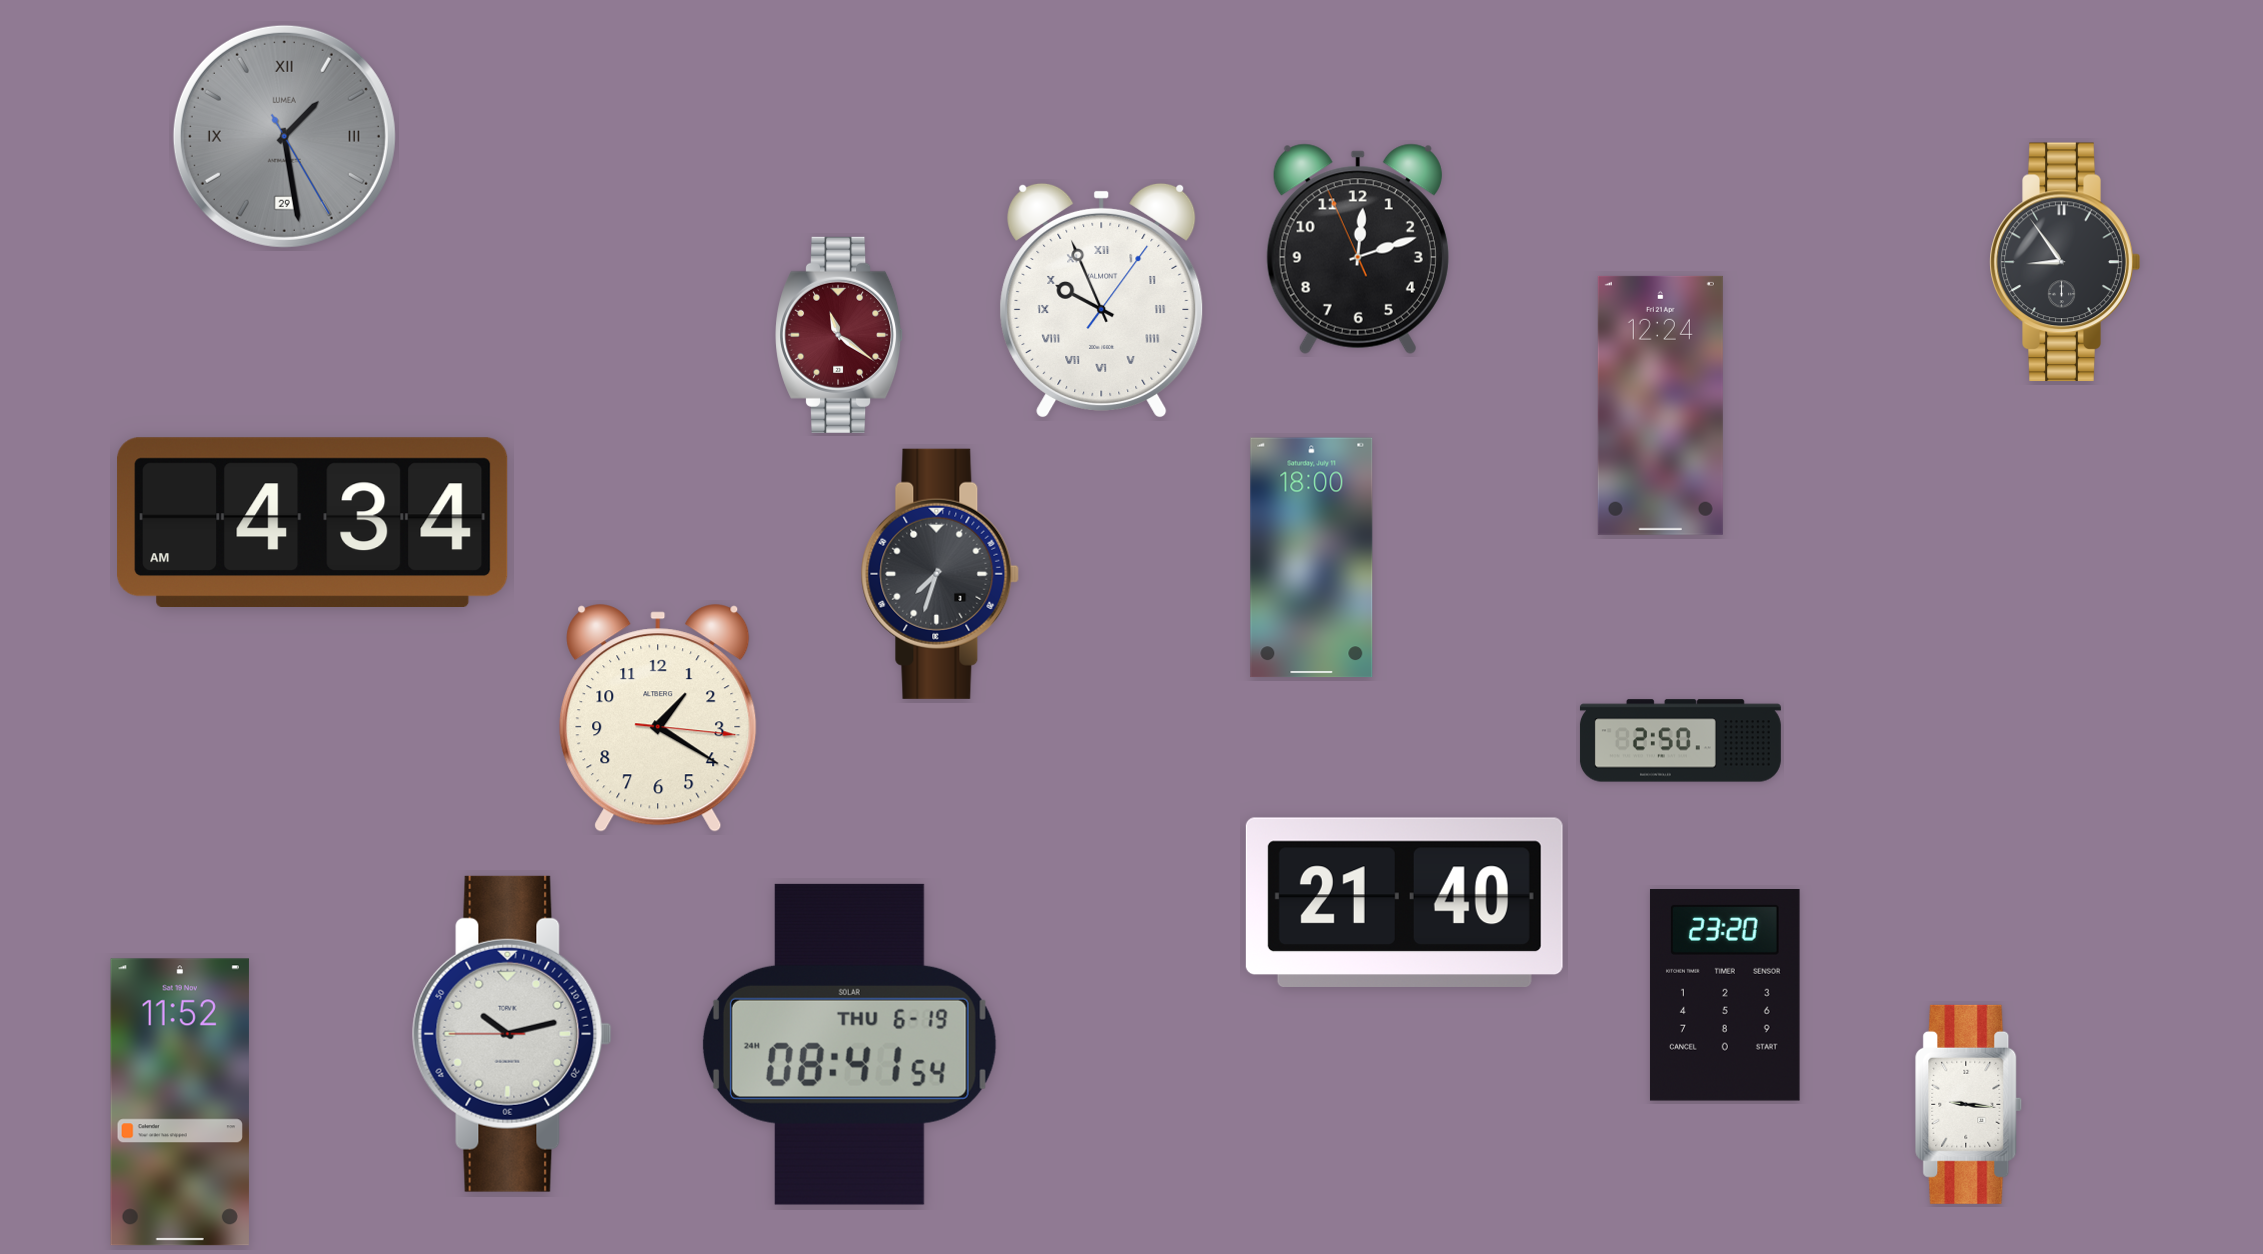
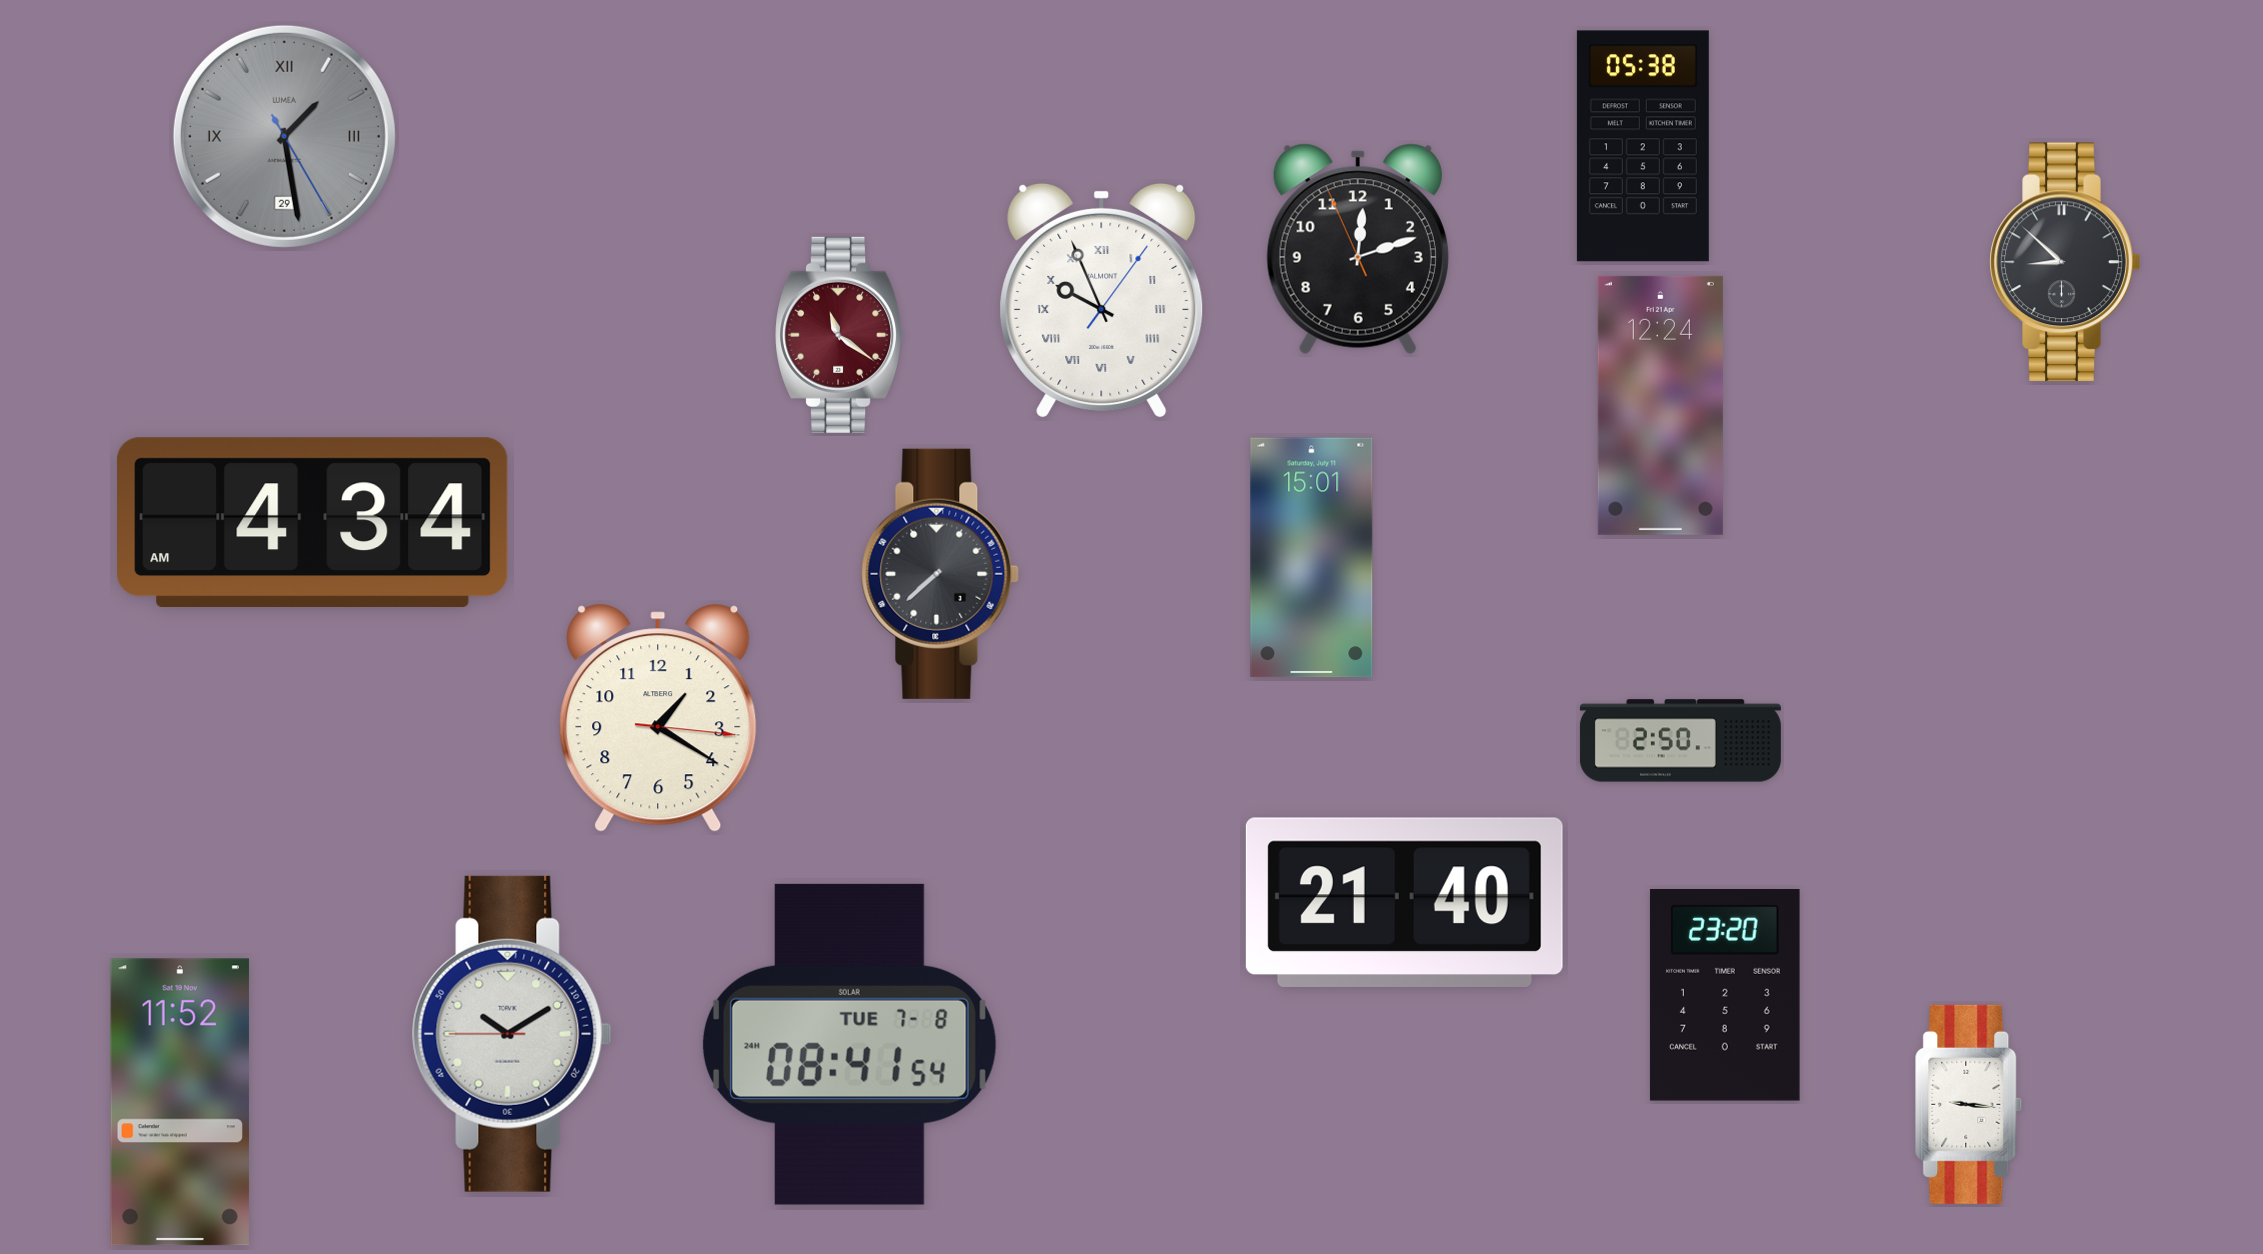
clock at (1643, 146): none -> 05:38
clock at (2065, 262): 8:54 -> 8:52
clock at (1312, 558): 18:00 -> 15:01
clock at (940, 574): 7:33 -> 7:38
clock at (512, 1034): 10:12 -> 10:09
clock at (849, 1044) date: THU 6-19 -> TUE 7-8
